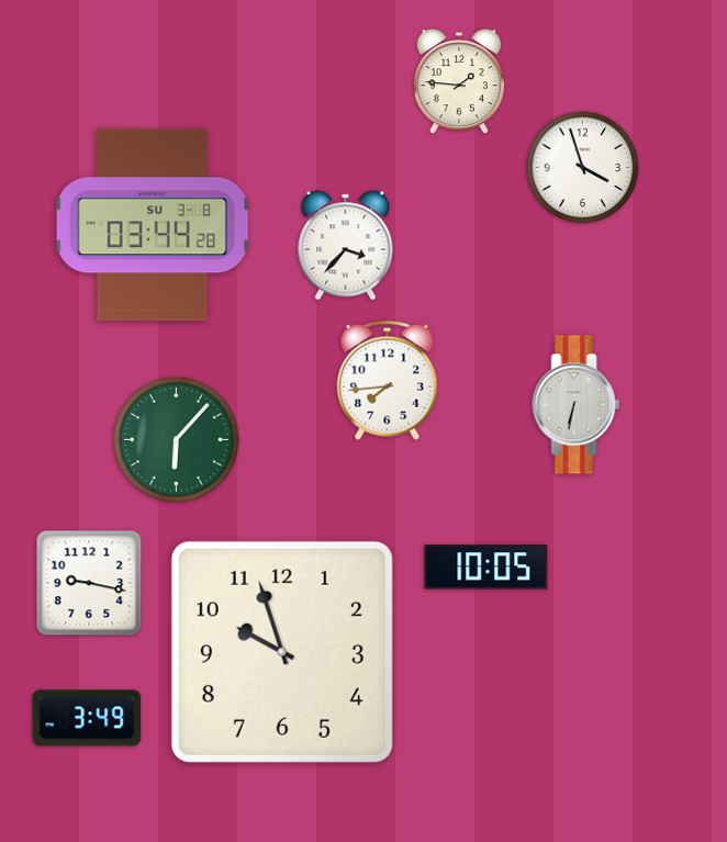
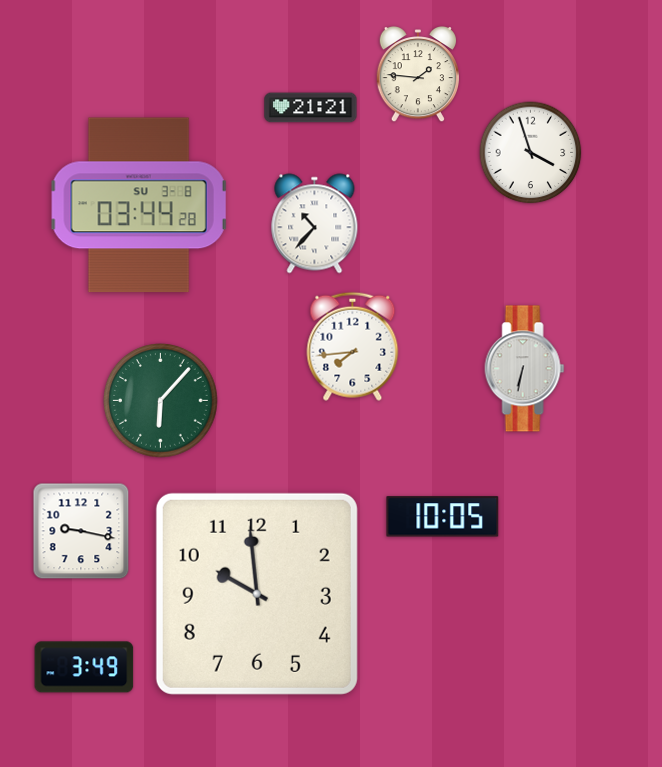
clock at (311, 108): none -> 21:21
clock at (346, 246): 3:37 -> 10:37
clock at (282, 652): 9:57 -> 9:59
clock at (87, 718) position: (87, 718) -> (84, 667)
